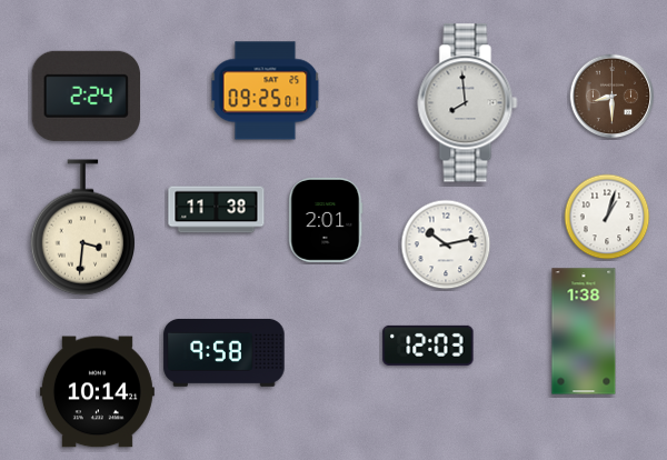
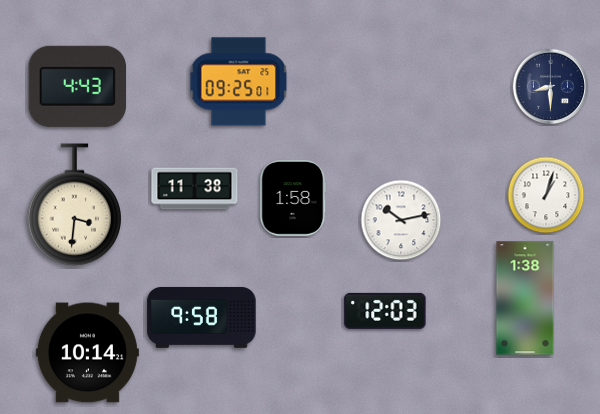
clock at (87, 96): 2:24 -> 4:43
clock at (613, 97) dial: brown -> navy
clock at (468, 103): 7:59 -> none
clock at (326, 220): 2:01 -> 1:58
